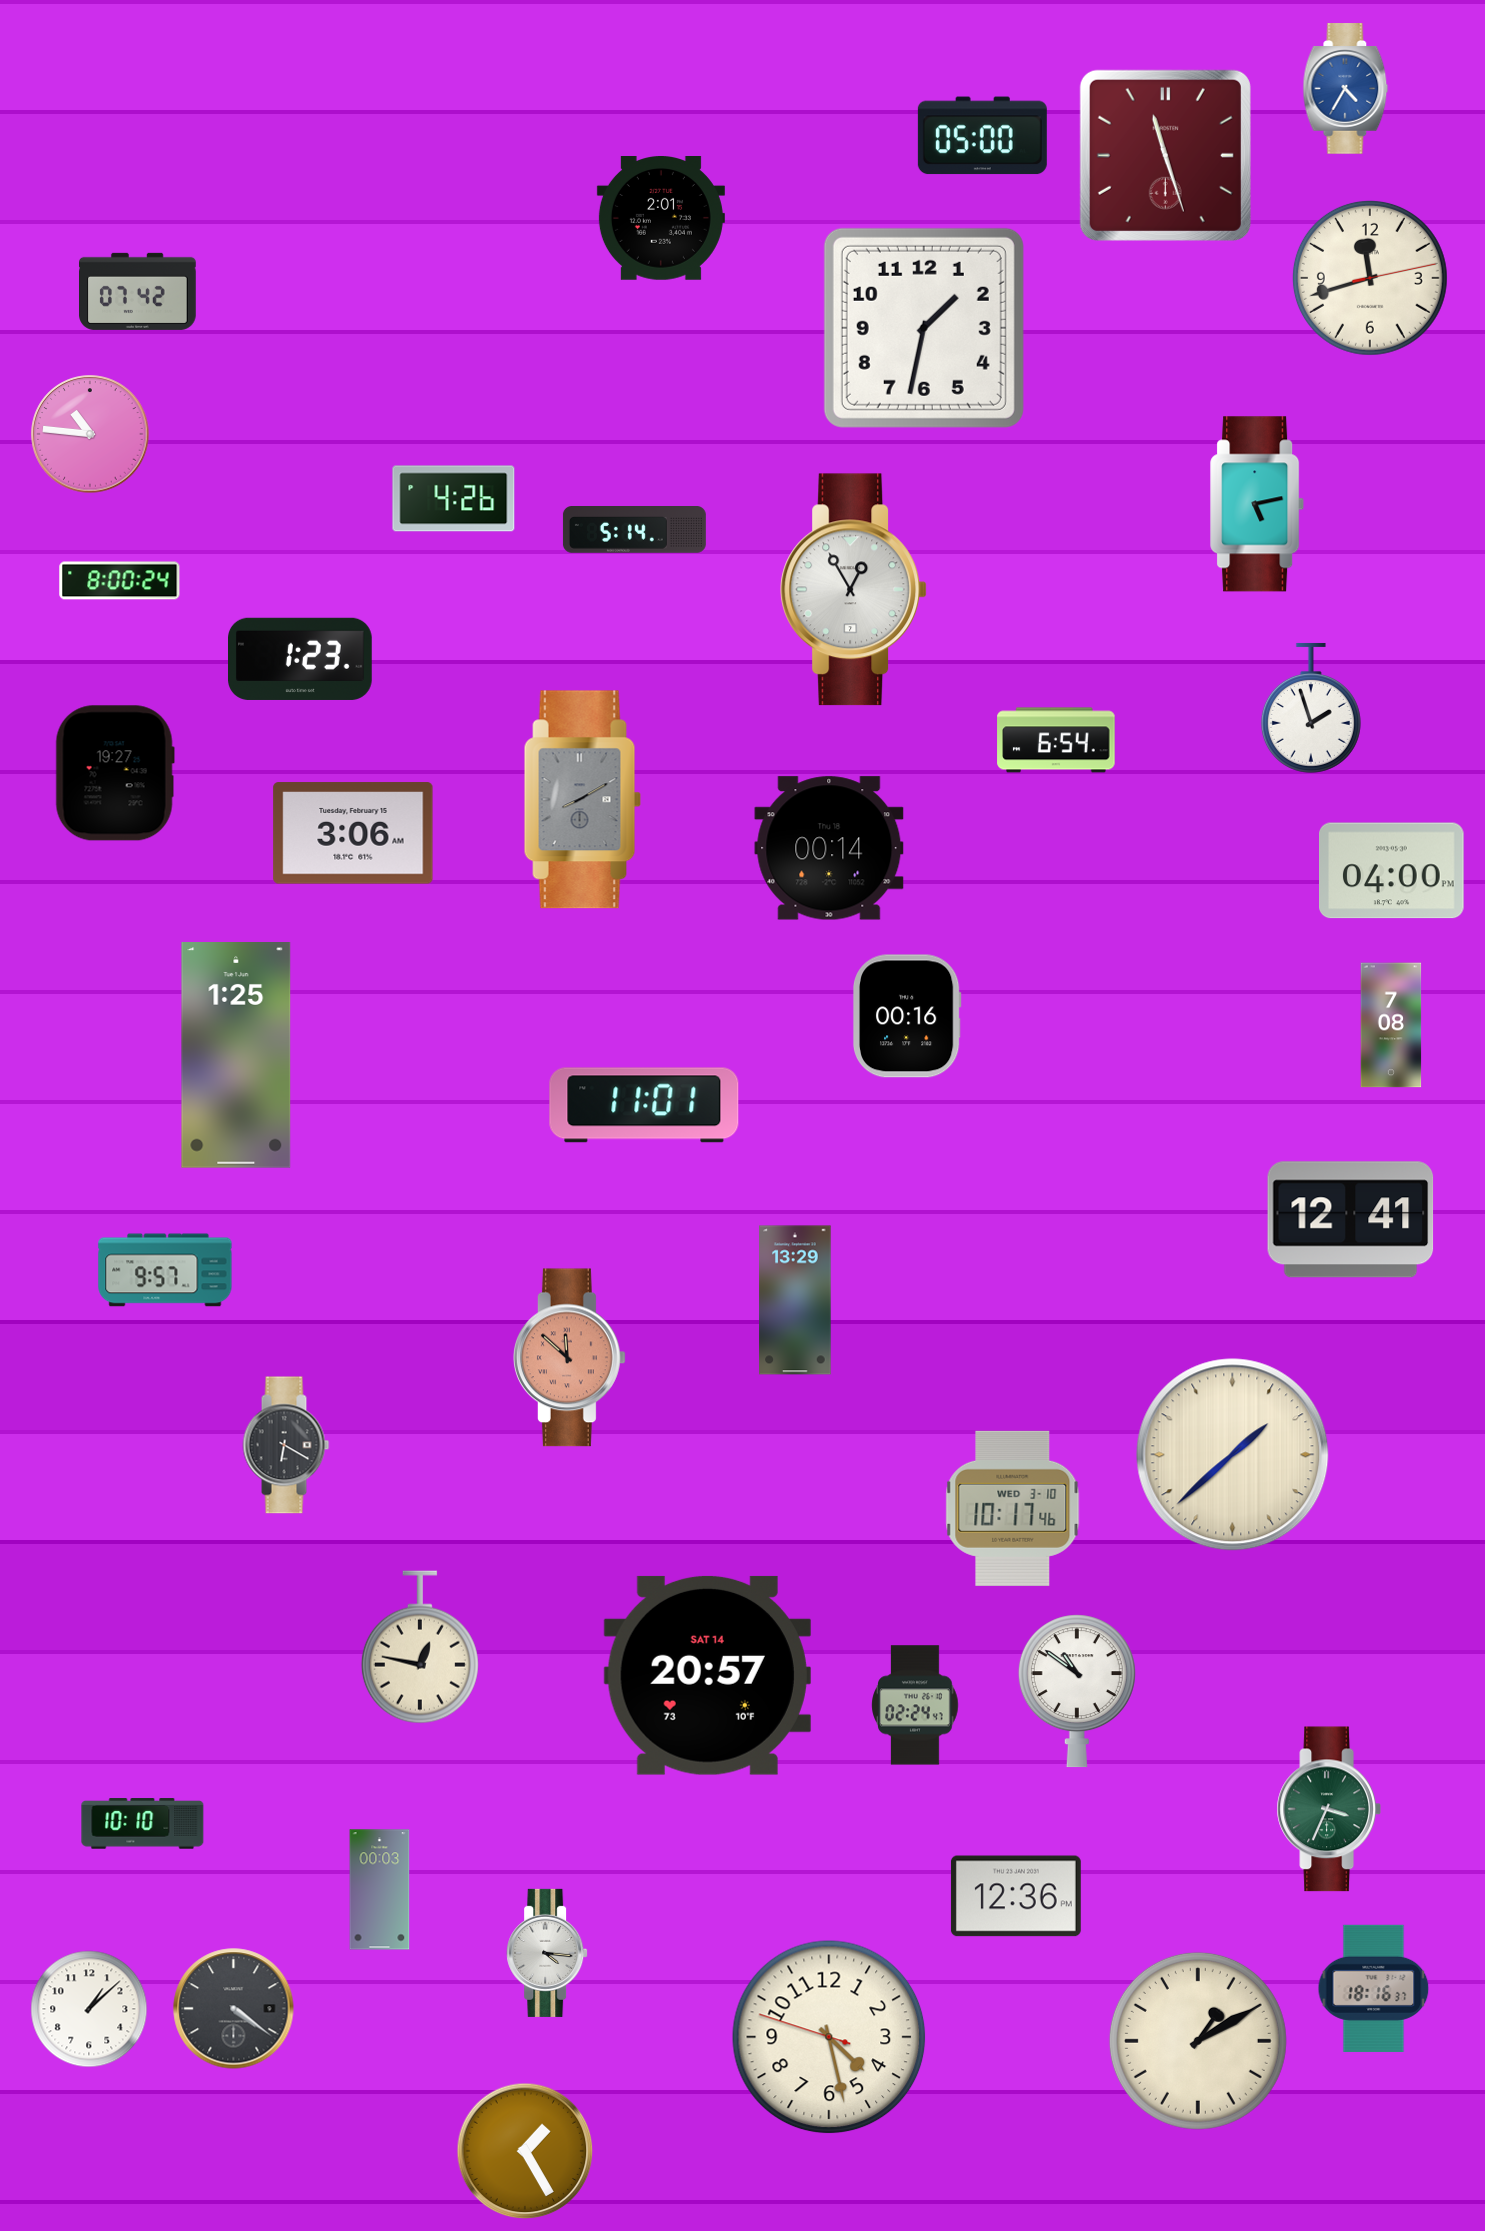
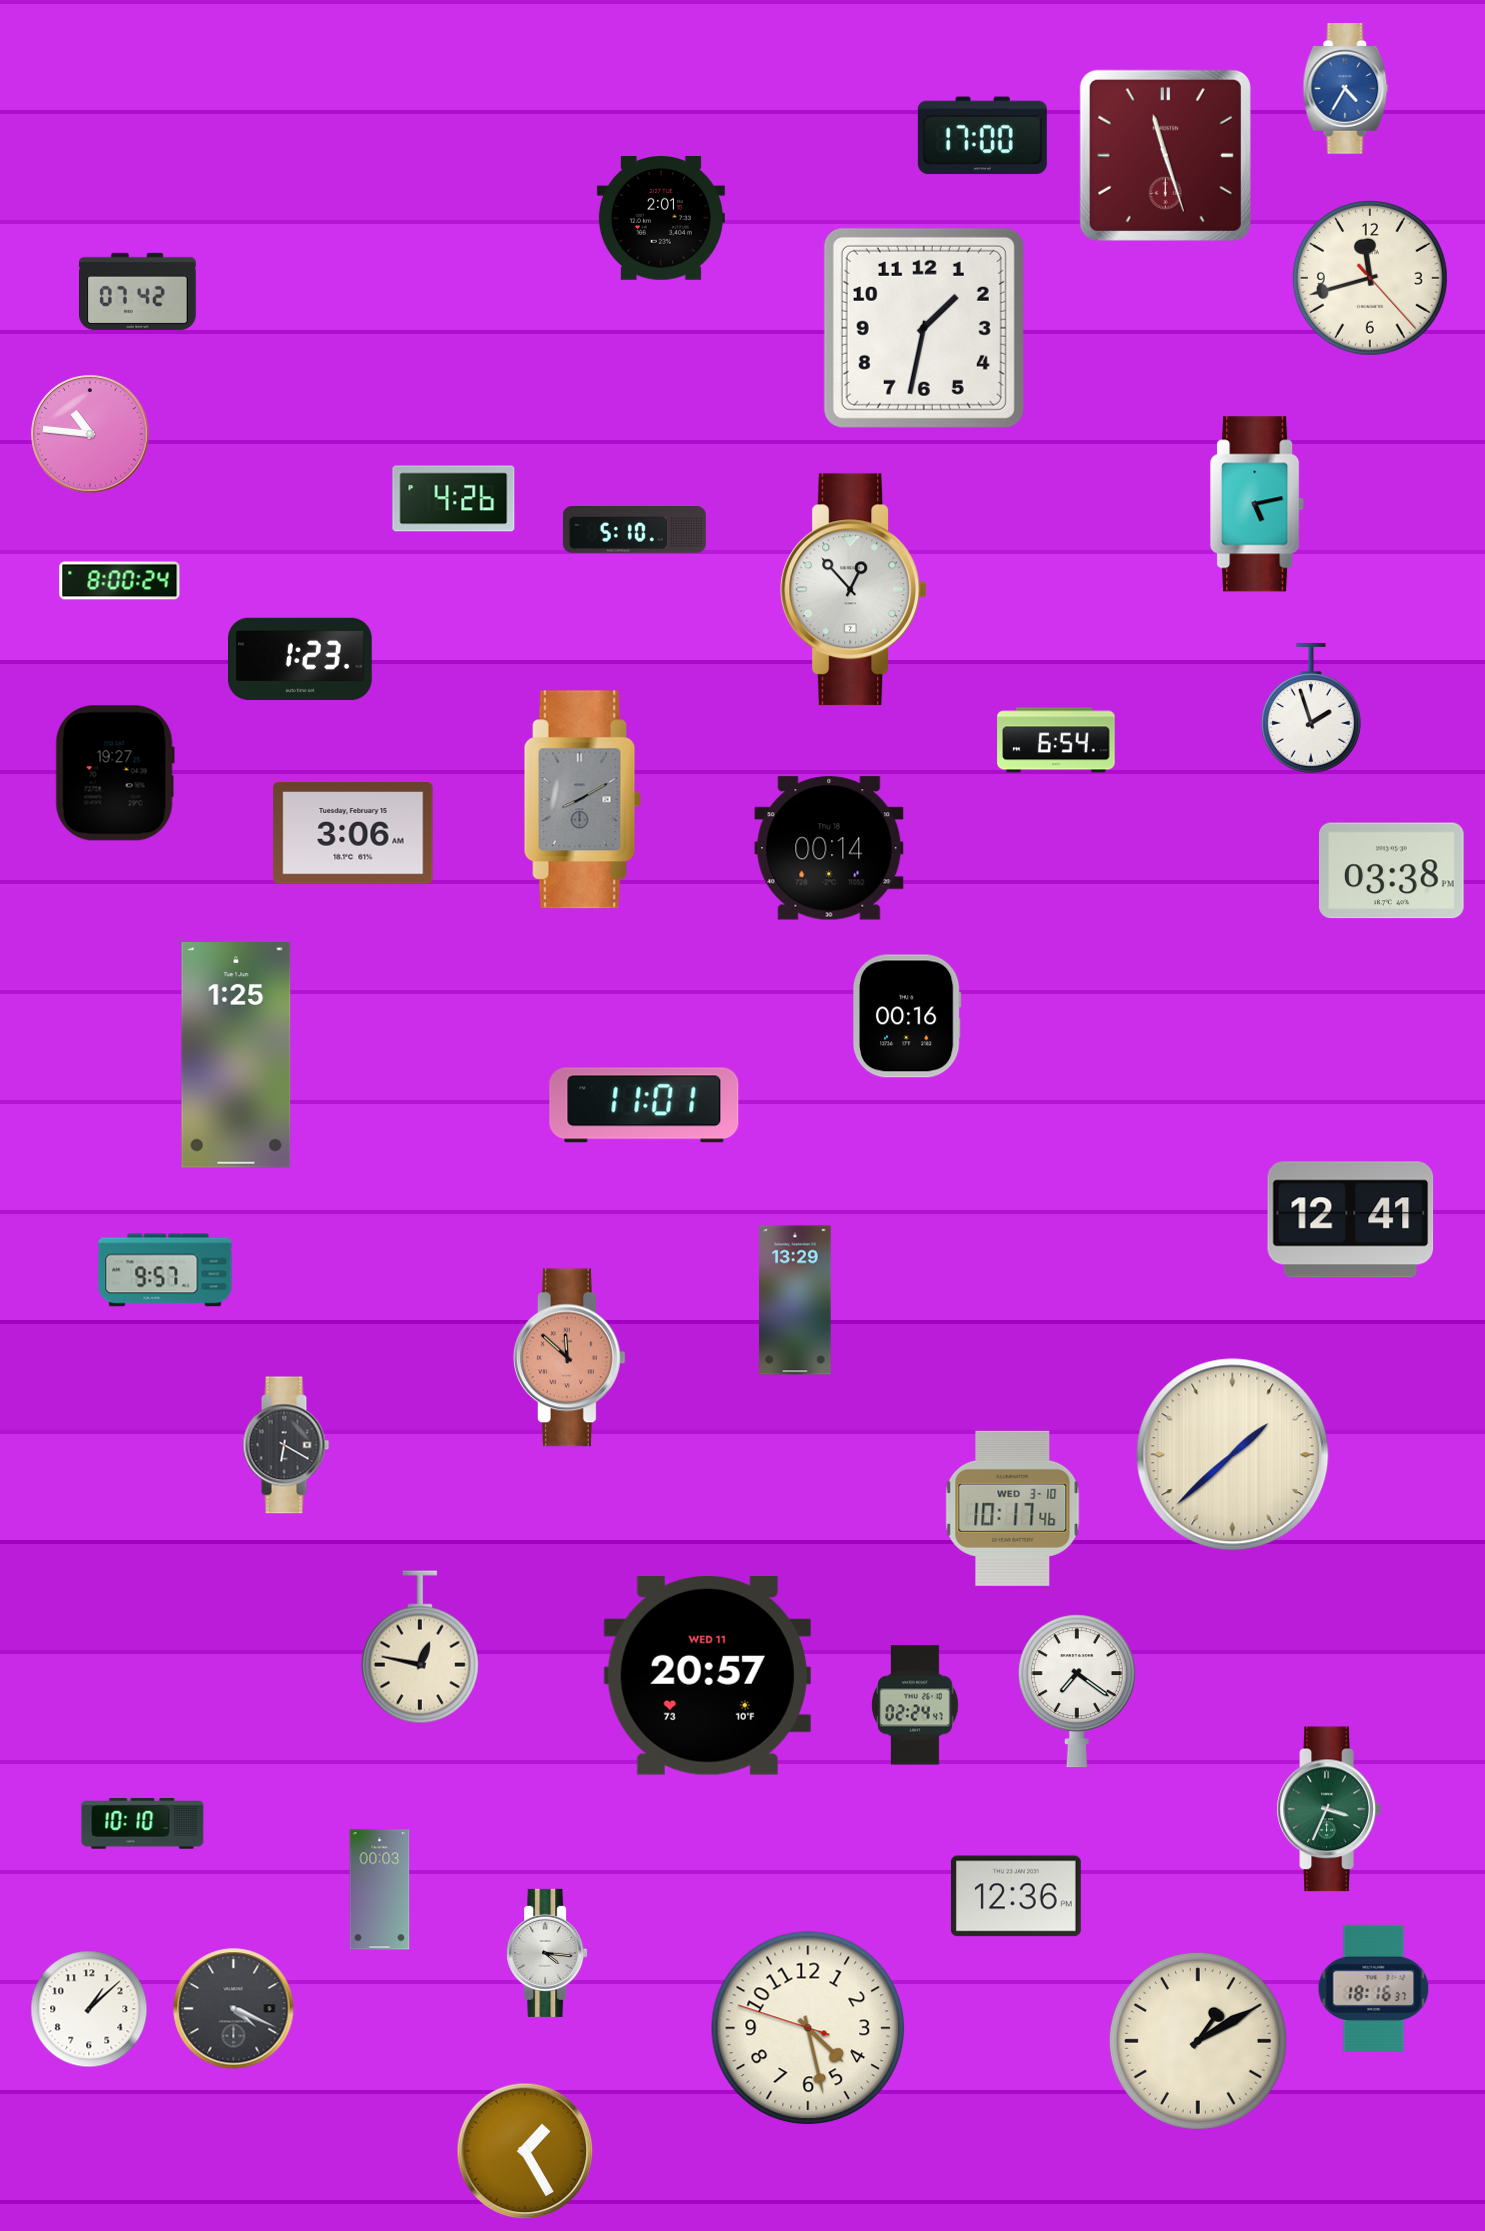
clock at (982, 136): 05:00 -> 17:00
clock at (1370, 278): 11:42:13 -> 11:42:23
clock at (634, 530): 5:14 -> 5:10
clock at (853, 590): 12:55 -> 12:53
clock at (1392, 871): 04:00 -> 03:38
clock at (1391, 1025): 7:08 -> none
clock at (707, 1675) date: SAT 14 -> WED 11
clock at (1077, 1691): 10:51 -> 7:21
clock at (234, 2009): 4:21 -> 4:19
clock at (829, 2037) position: (829, 2037) -> (808, 2028)
